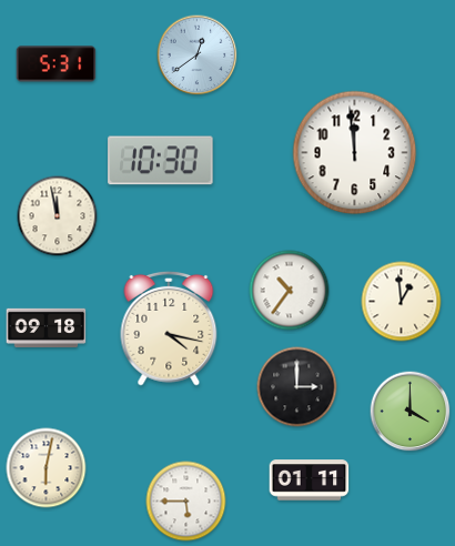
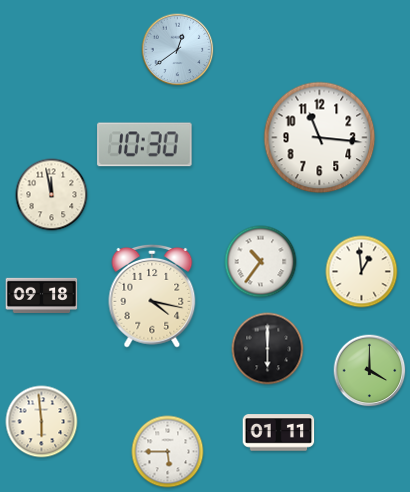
clock at (57, 64): 5:31 -> none
clock at (355, 153): 11:59 -> 11:16
clock at (297, 387): 3:00 -> 6:00
clock at (47, 468): 6:02 -> 5:59
